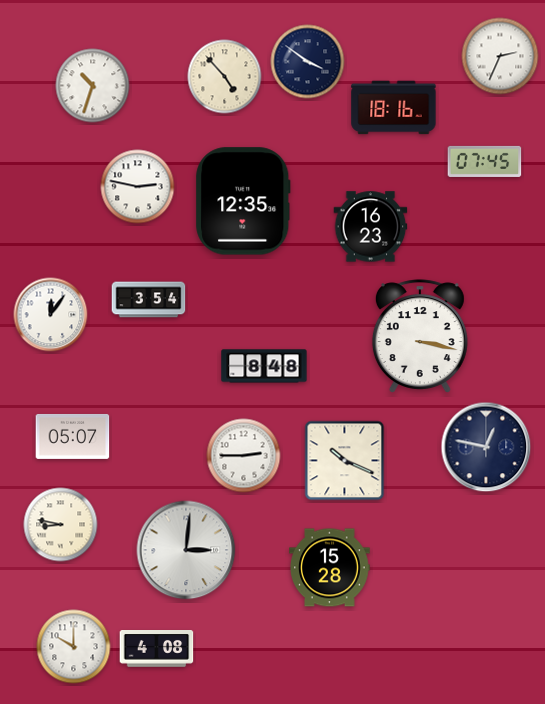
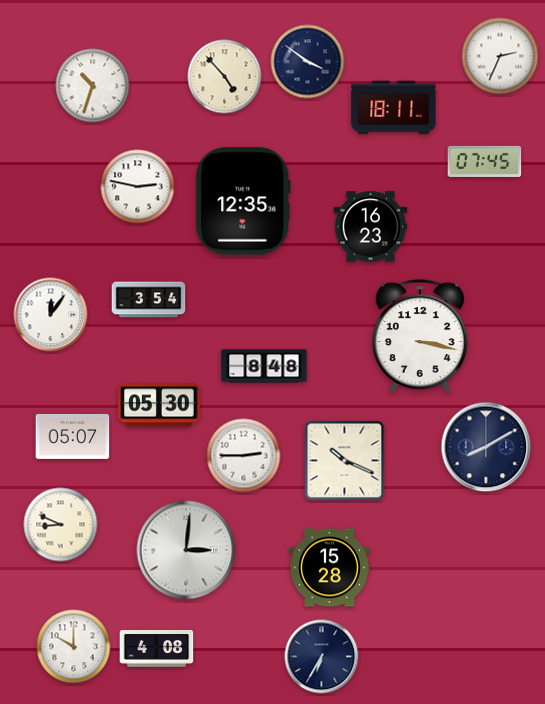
clock at (394, 108): 18:16 -> 18:11
clock at (159, 405): none -> 05:30
clock at (486, 447): 12:47 -> 8:10
clock at (61, 525): 8:47 -> 8:49
clock at (322, 657): none -> 6:35
